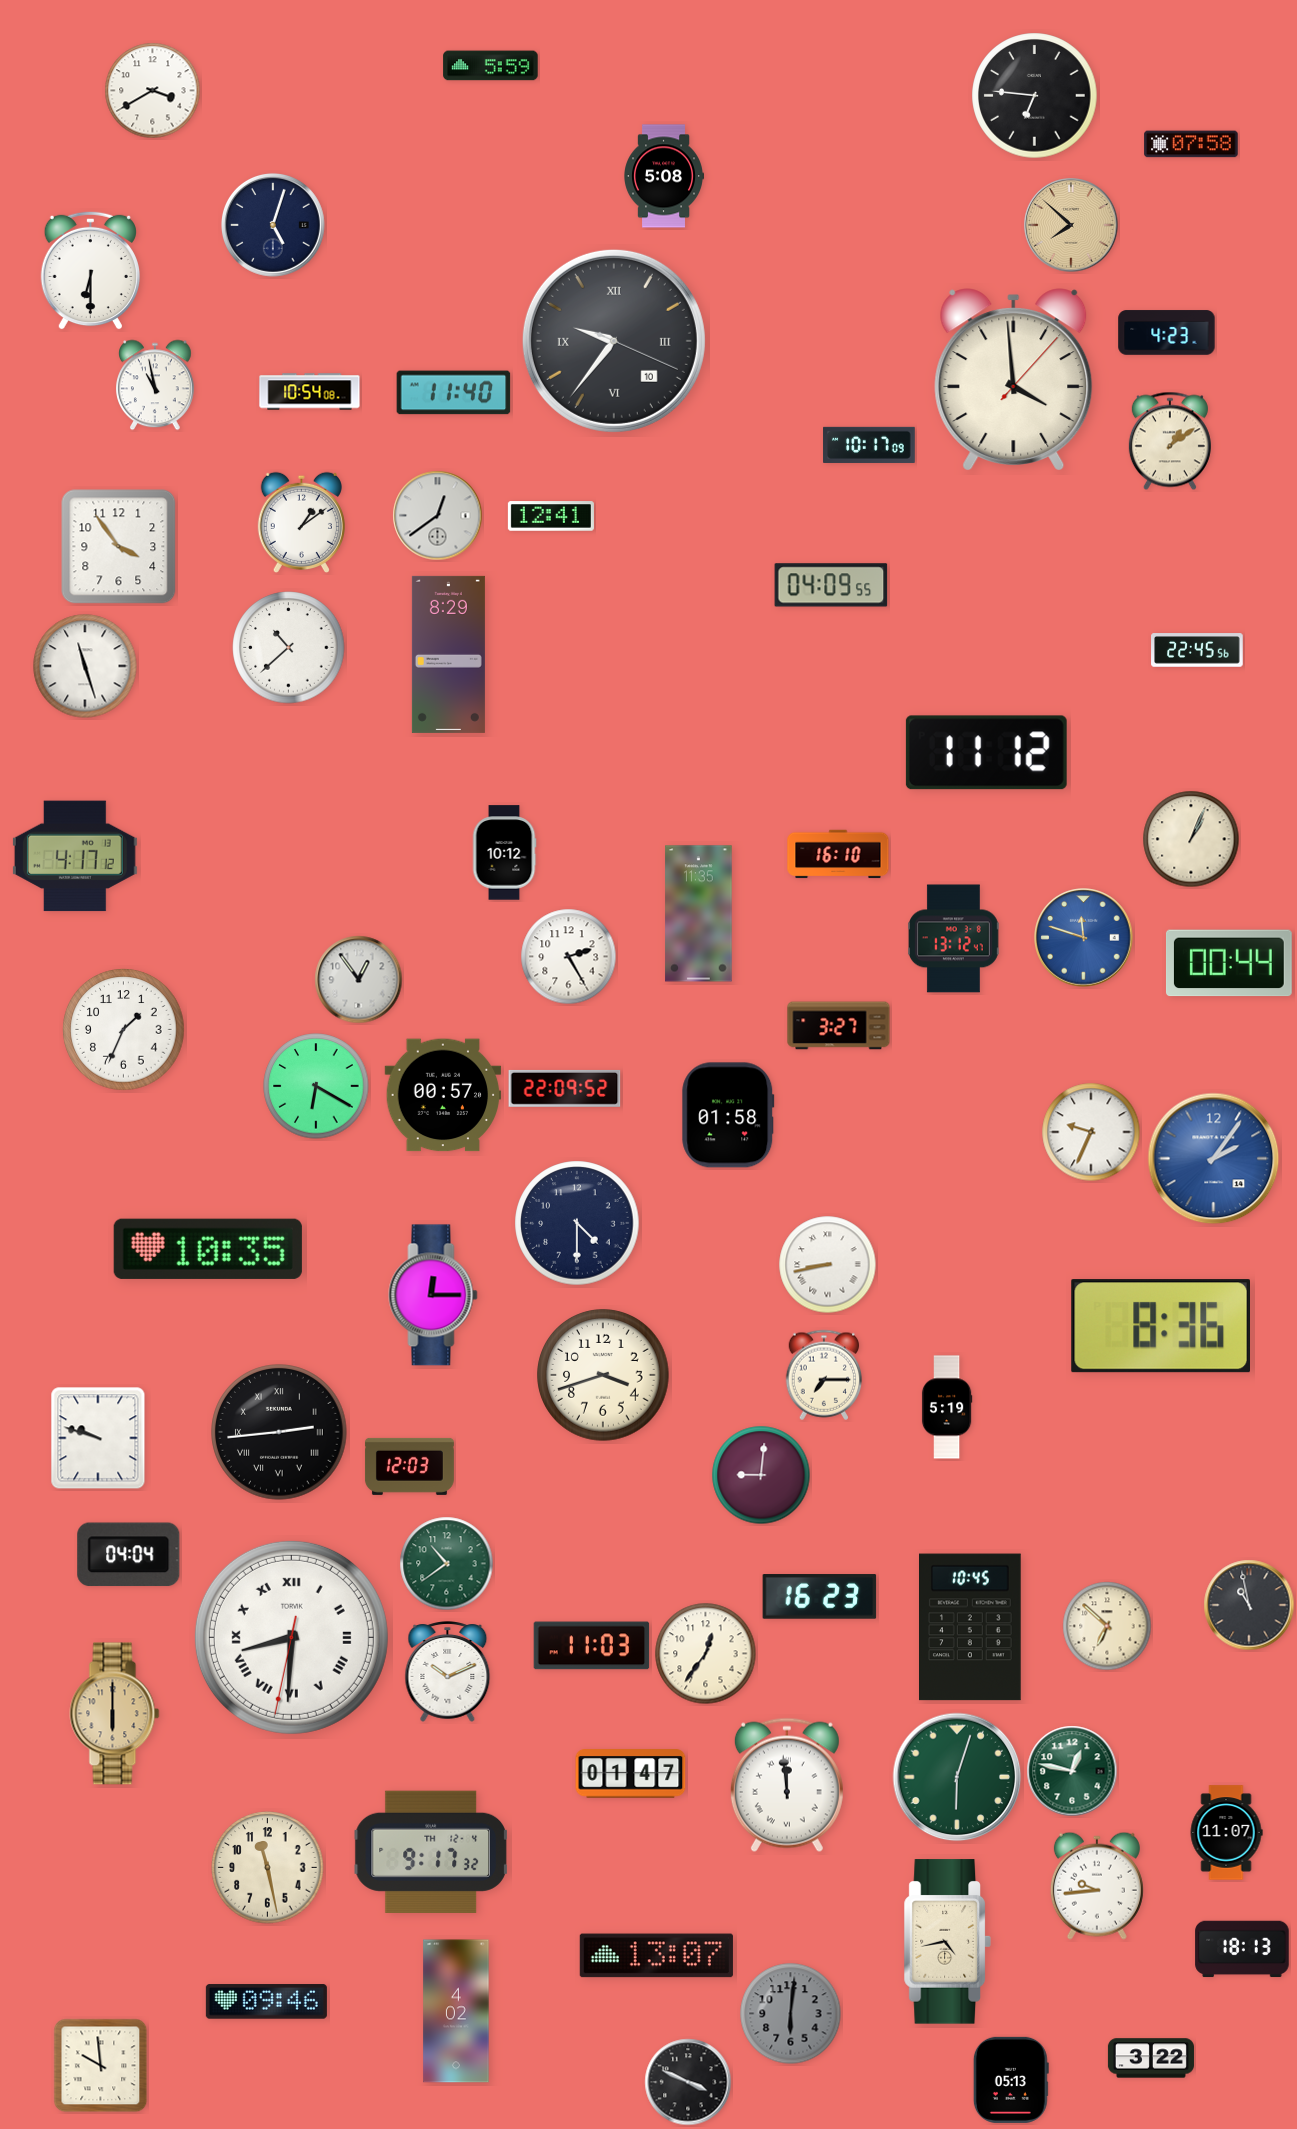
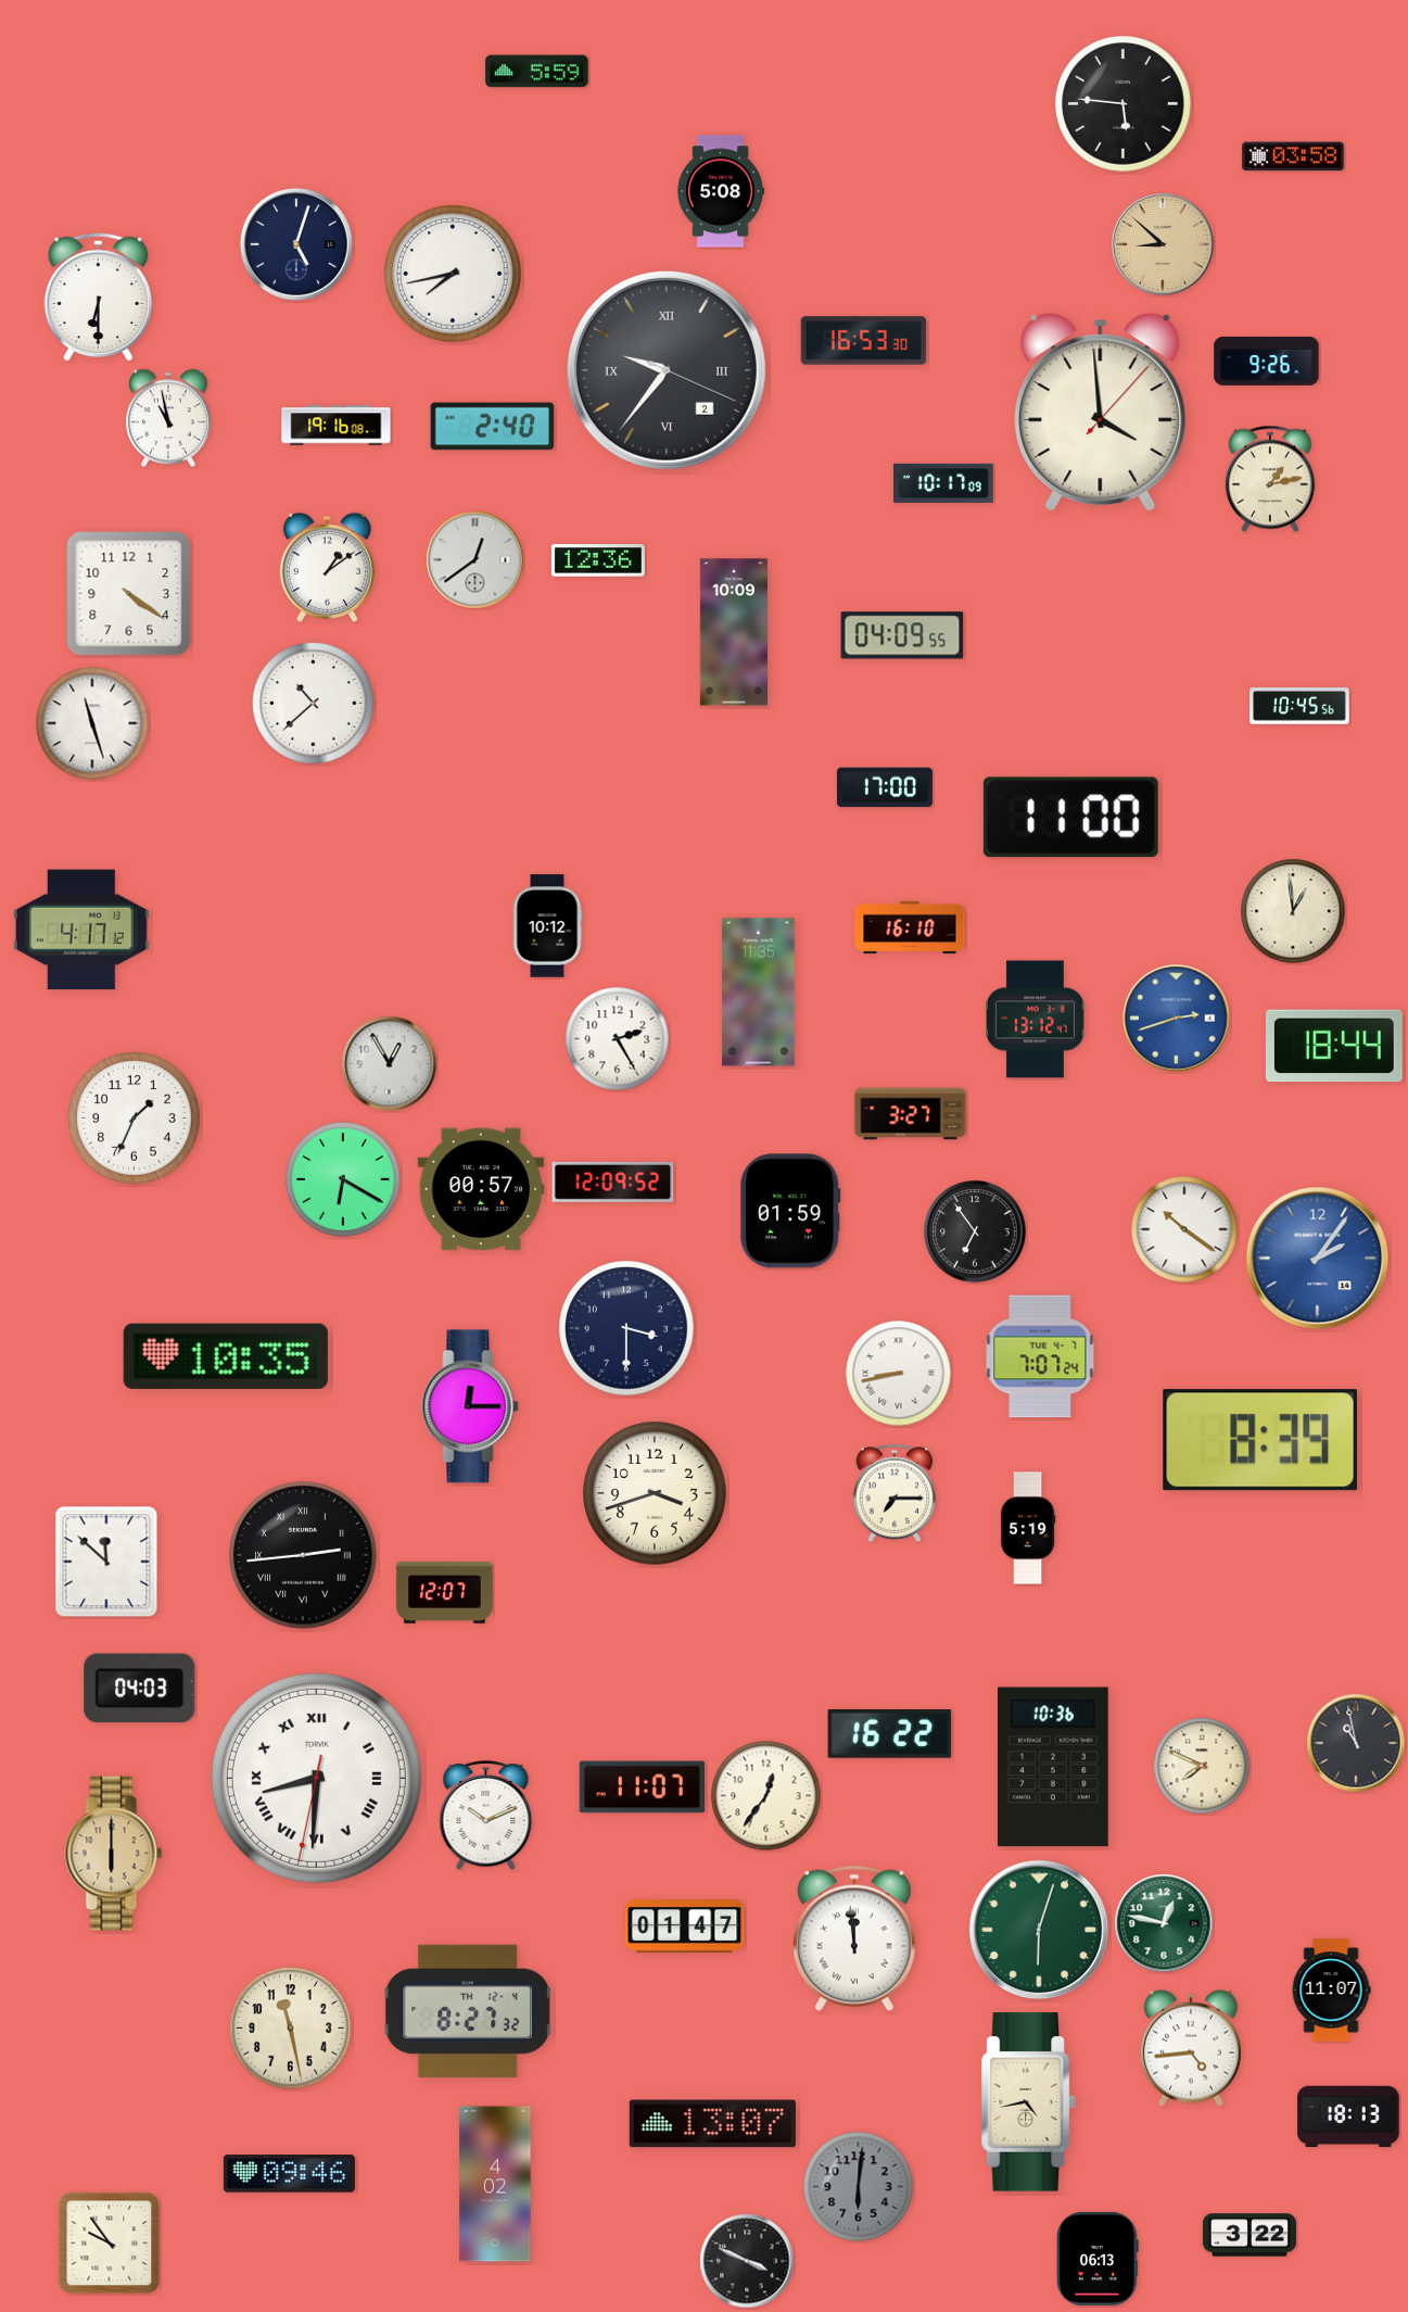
clock at (491, 66) position: (491, 66) -> (537, 72)
clock at (153, 91): 3:40 -> none
clock at (1035, 96): 6:46 -> 5:46
clock at (1191, 144): 07:58 -> 03:58
clock at (1071, 225): 7:52 -> 8:52
clock at (453, 274): none -> 7:43
clock at (90, 270) position: (90, 270) -> (98, 296)
clock at (864, 341): none -> 16:53
clock at (1167, 333): 4:23 -> 9:26
clock at (614, 341) date: 10 -> 2
clock at (310, 392): 10:54 -> 19:16
clock at (454, 393): 11:40 -> 2:40
clock at (1170, 441): 1:09 -> 1:13
clock at (551, 516): 12:41 -> 12:36
clock at (119, 547): 3:54 -> 4:21
clock at (734, 632): none -> 10:09
clock at (1197, 650): 22:45 -> 10:45
clock at (448, 654): 8:29 -> none
clock at (885, 787): none -> 17:00
clock at (986, 753): 11:12 -> 11:00
clock at (1191, 839): 1:04 -> 12:59
clock at (1084, 938): 11:48 -> 2:42
clock at (1229, 963): 00:44 -> 18:44
clock at (359, 980): 12:54 -> 12:55
clock at (565, 1088): 22:09 -> 12:09
clock at (728, 1115): 01:58 -> 01:59
clock at (1091, 1132): 9:34 -> 10:21
clock at (975, 1231): none -> 6:54
clock at (577, 1223): 4:30 -> 3:30
clock at (1040, 1356): none -> 7:07
clock at (1160, 1326): 8:36 -> 8:39
clock at (98, 1438): 9:48 -> 11:52
clock at (409, 1466): 12:03 -> 12:07
clock at (761, 1475): 9:01 -> none
clock at (129, 1555): 04:04 -> 04:03
clock at (447, 1564): 10:39 -> none
clock at (820, 1597): 16:23 -> 16:22
clock at (1107, 1626): 6:52 -> 7:49
clock at (971, 1627): 10:45 -> 10:36
clock at (592, 1646): 11:03 -> 11:07
clock at (115, 1714) position: (115, 1714) -> (114, 1854)
clock at (431, 1852): 9:17 -> 8:27
clock at (1097, 1886): 9:44 -> 4:44
clock at (947, 1942) position: (947, 1942) -> (1028, 2102)
clock at (101, 2066): 9:59 -> 9:54
clock at (1011, 2080): 05:13 -> 06:13
